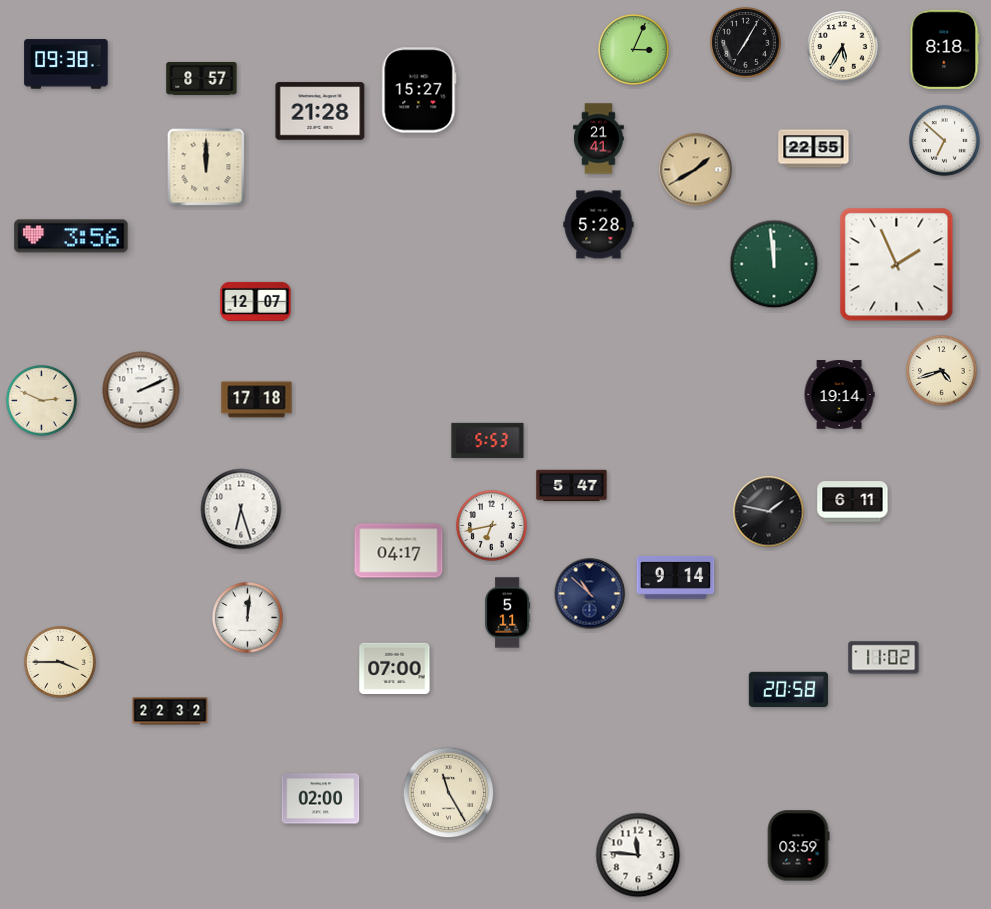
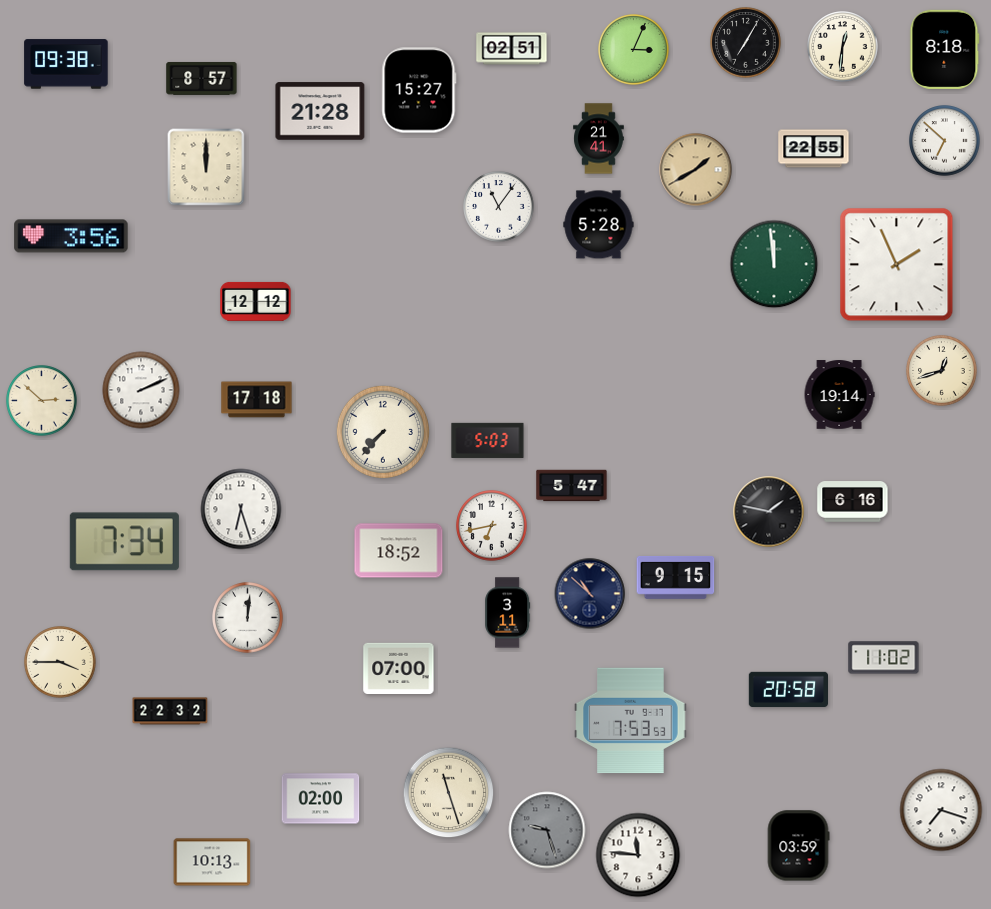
clock at (843, 47): 5:35 -> 12:31
clock at (512, 49): none -> 02:51
clock at (499, 207): none -> 11:06
clock at (256, 301): 12:07 -> 12:12
clock at (942, 371): 4:42 -> 12:42
clock at (42, 401): 2:49 -> 2:52
clock at (383, 432): none -> 7:37
clock at (488, 440): 5:53 -> 5:03
clock at (853, 502): 6:11 -> 6:16
clock at (124, 542): none -> 7:34
clock at (399, 551): 04:17 -> 18:52
clock at (676, 577): 9:14 -> 9:15
clock at (508, 613): 5:11 -> 3:11
clock at (395, 668) position: (395, 668) -> (399, 668)
clock at (631, 721): none -> 7:53
clock at (449, 793): 11:25 -> 11:27
clock at (941, 810): none -> 7:18
clock at (547, 830): none -> 9:27
clock at (212, 862): none -> 10:13
